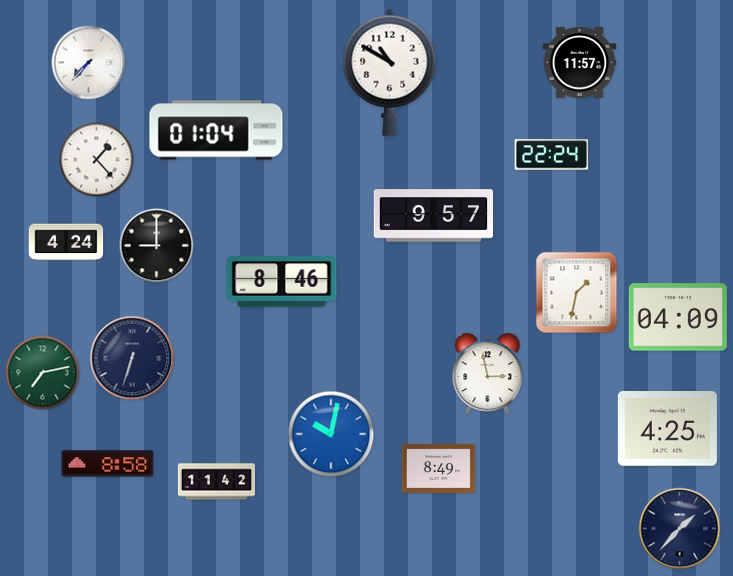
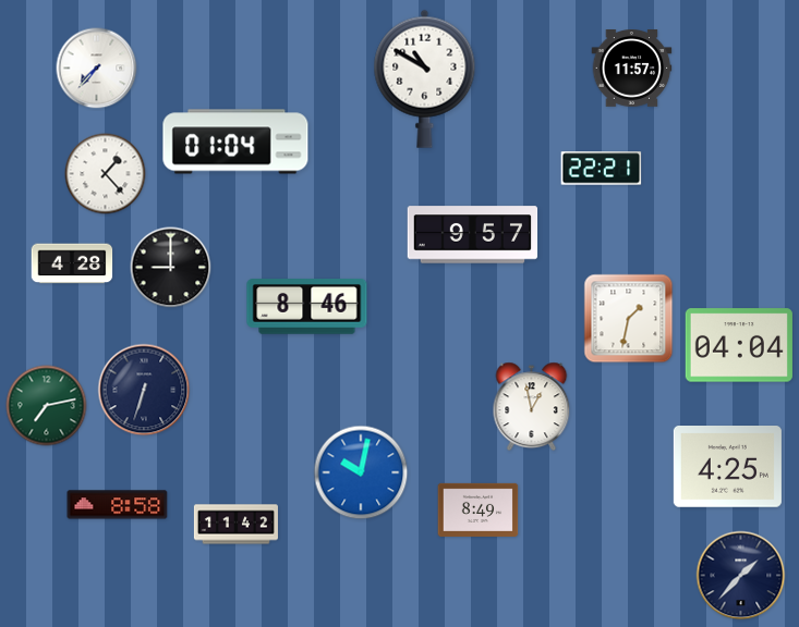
clock at (552, 155): 22:24 -> 22:21
clock at (66, 242): 4:24 -> 4:28
clock at (678, 317): 04:09 -> 04:04
clock at (488, 374): 2:58 -> 12:58
